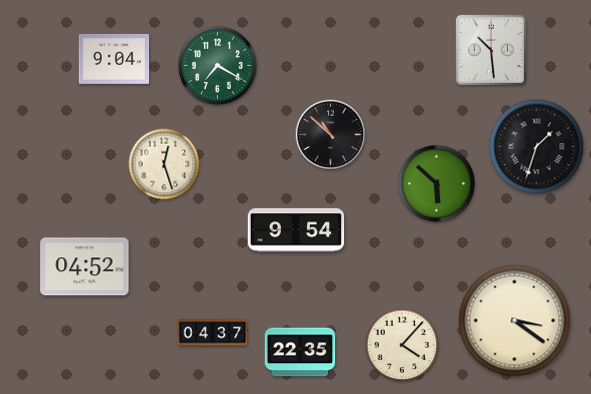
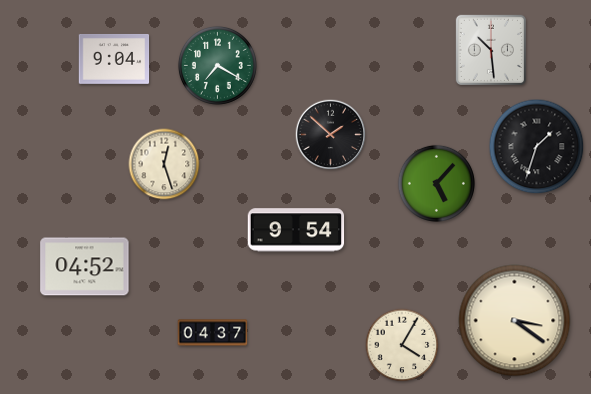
clock at (331, 135): 10:52 -> 1:52
clock at (436, 183): 5:52 -> 5:07
clock at (402, 345): 4:07 -> 4:05
clock at (300, 352): 22:35 -> none
